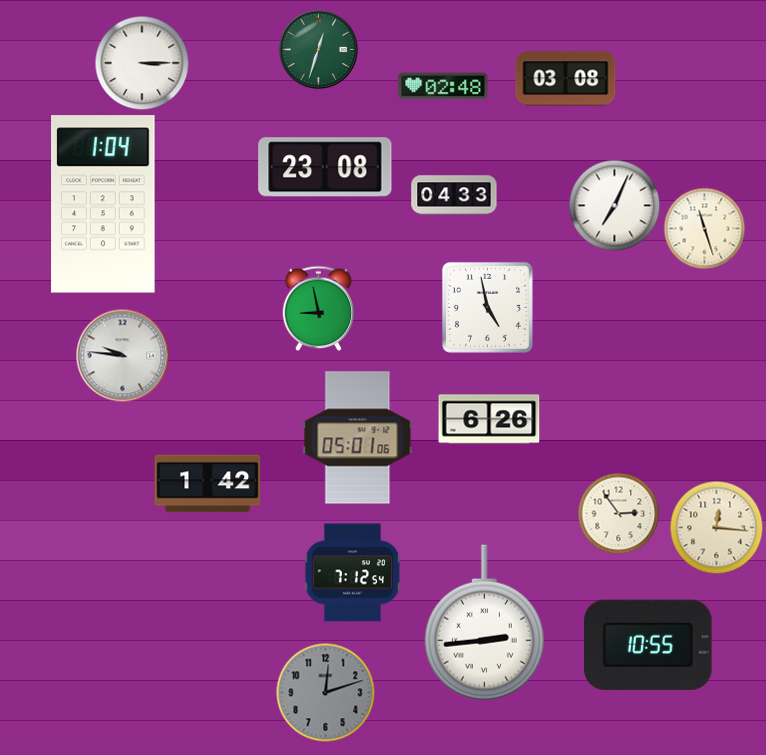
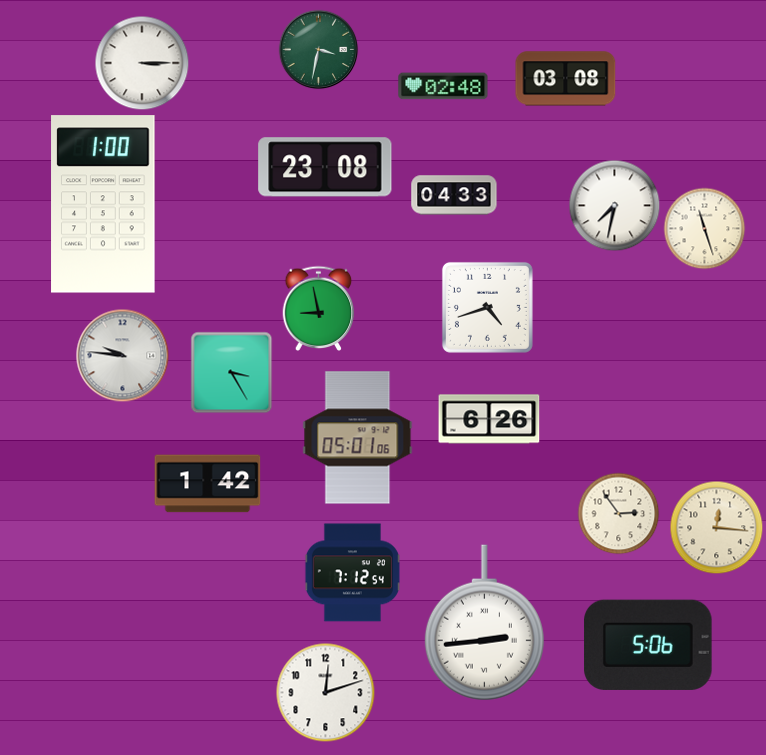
clock at (318, 49): 12:33 -> 3:32
clock at (103, 204): 1:04 -> 1:00
clock at (614, 205): 7:04 -> 7:32
clock at (487, 307): 4:58 -> 4:42
clock at (231, 372): none -> 3:25
clock at (648, 645): 10:55 -> 5:06
clock at (326, 693) dial: grey -> white
